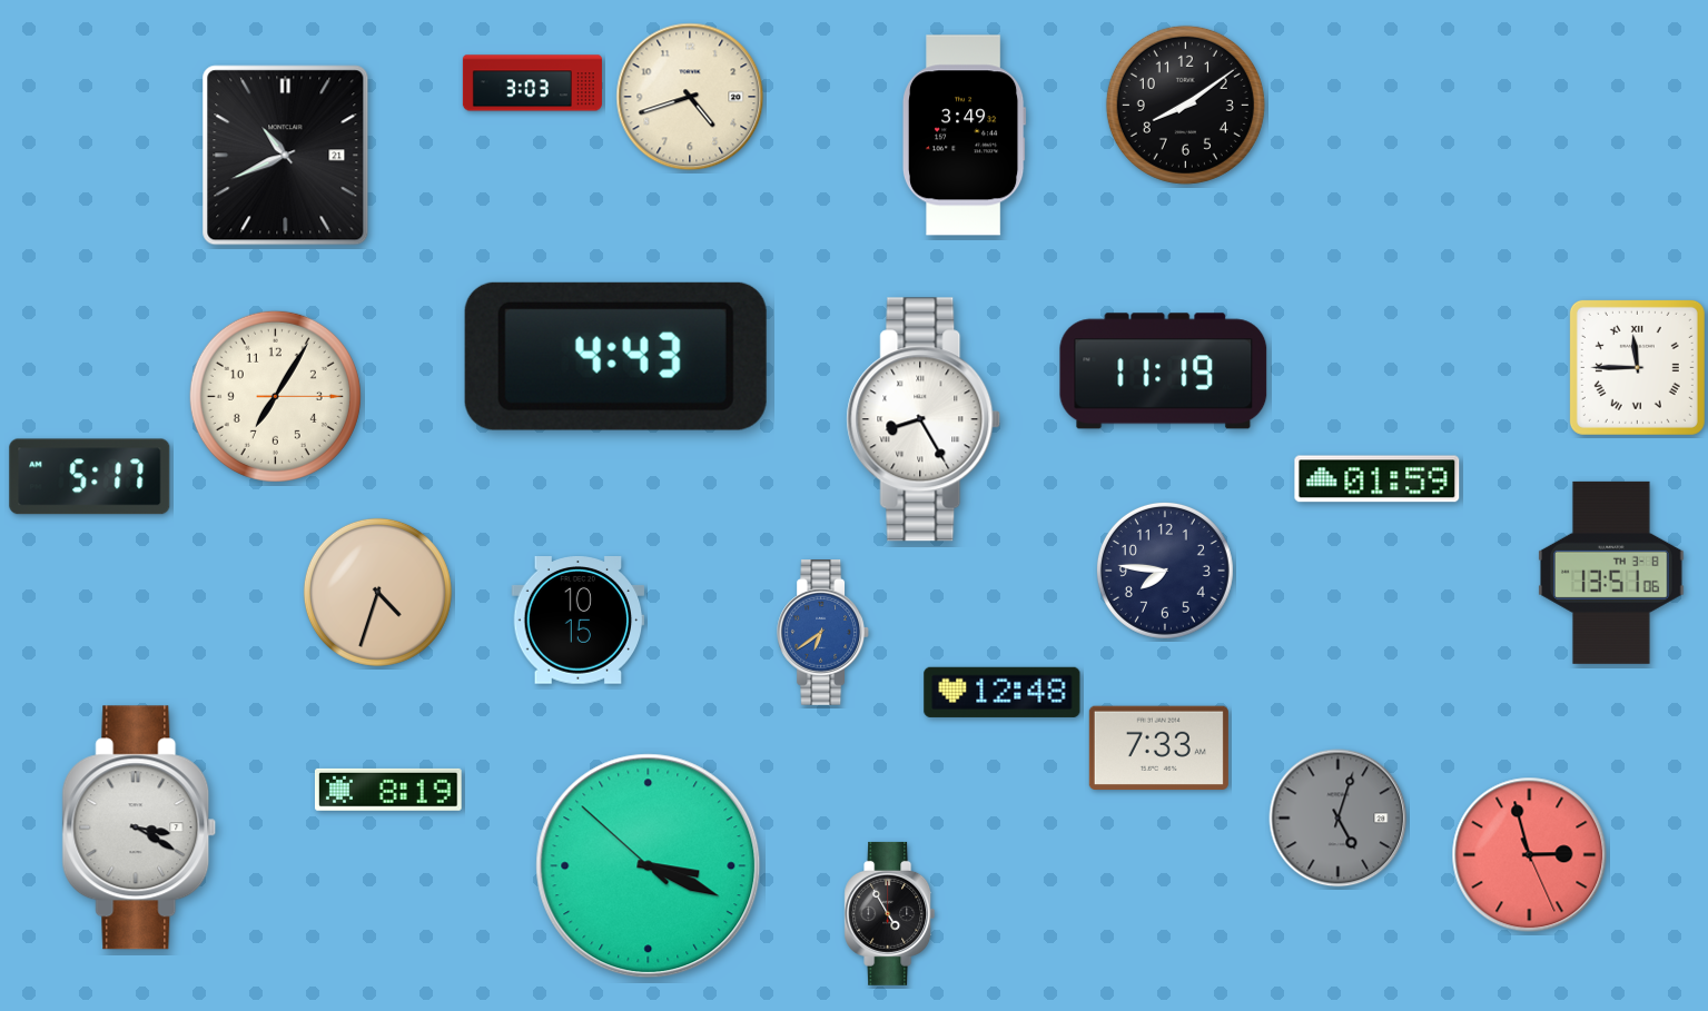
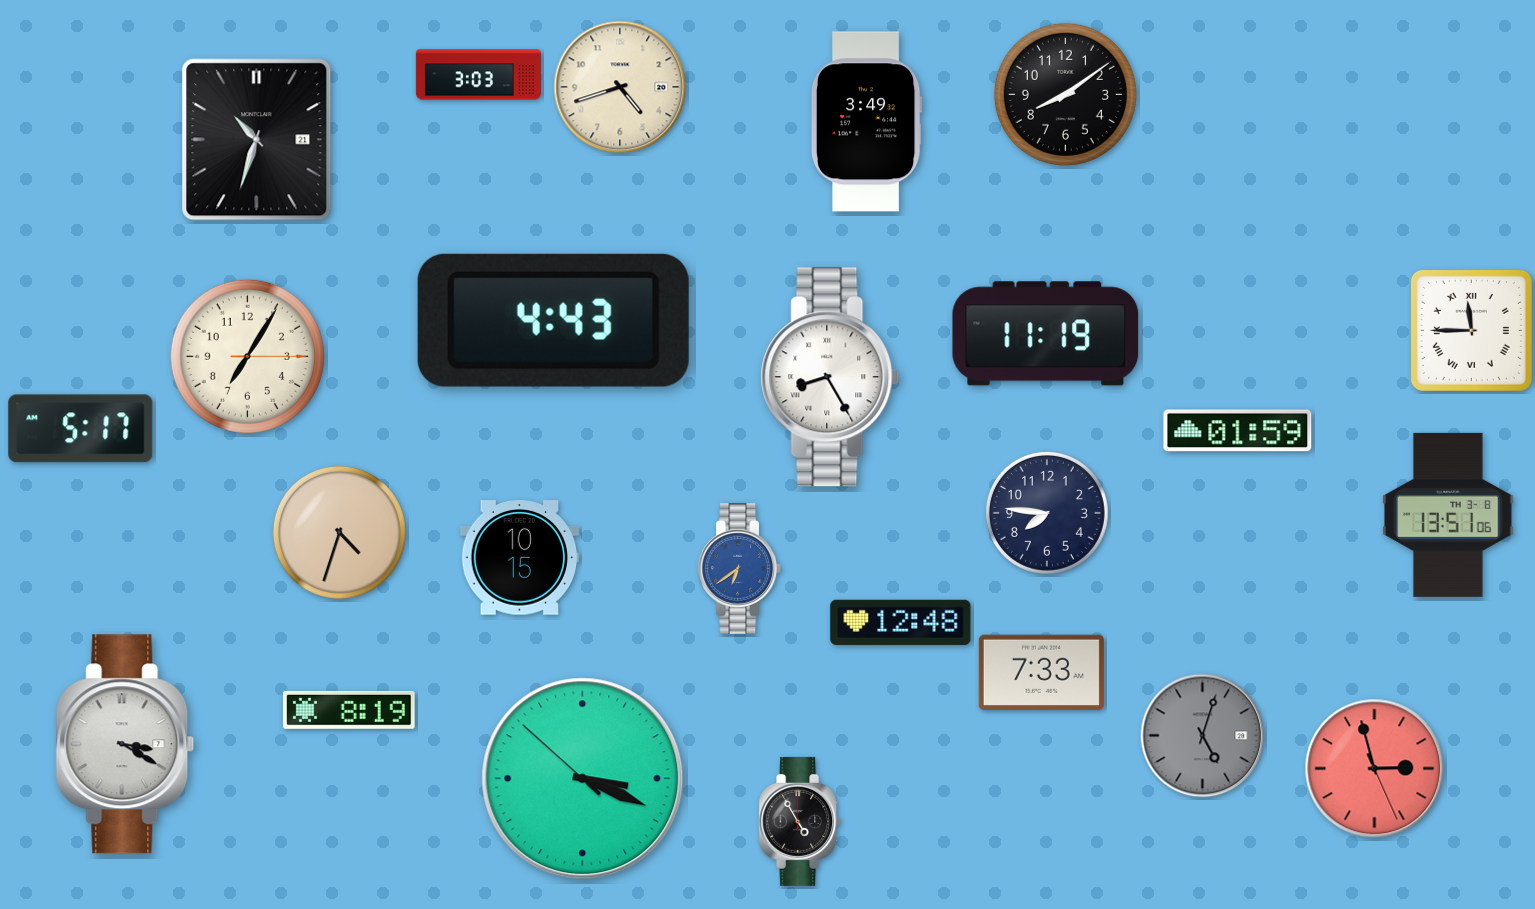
clock at (286, 156): 10:41 -> 10:33
